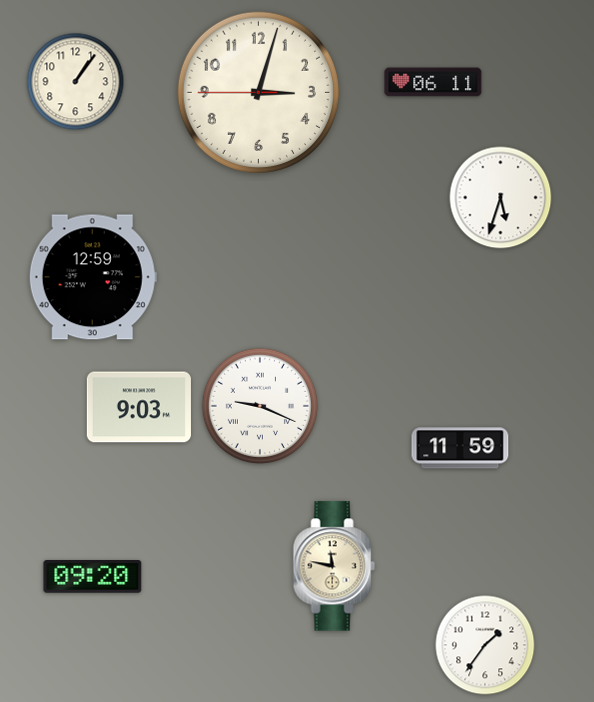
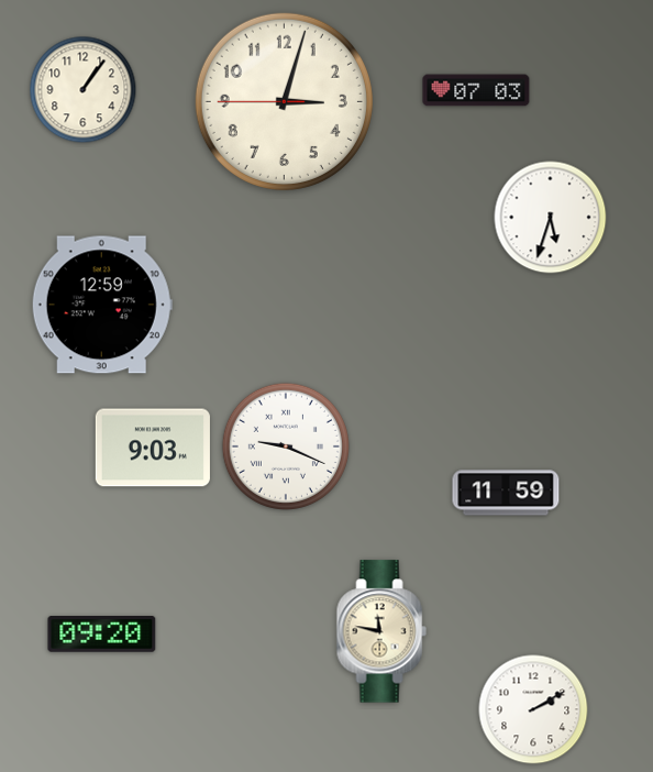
clock at (433, 82): 06:11 -> 07:03
clock at (334, 566) position: (334, 566) -> (381, 631)
clock at (485, 645): 1:36 -> 2:10
